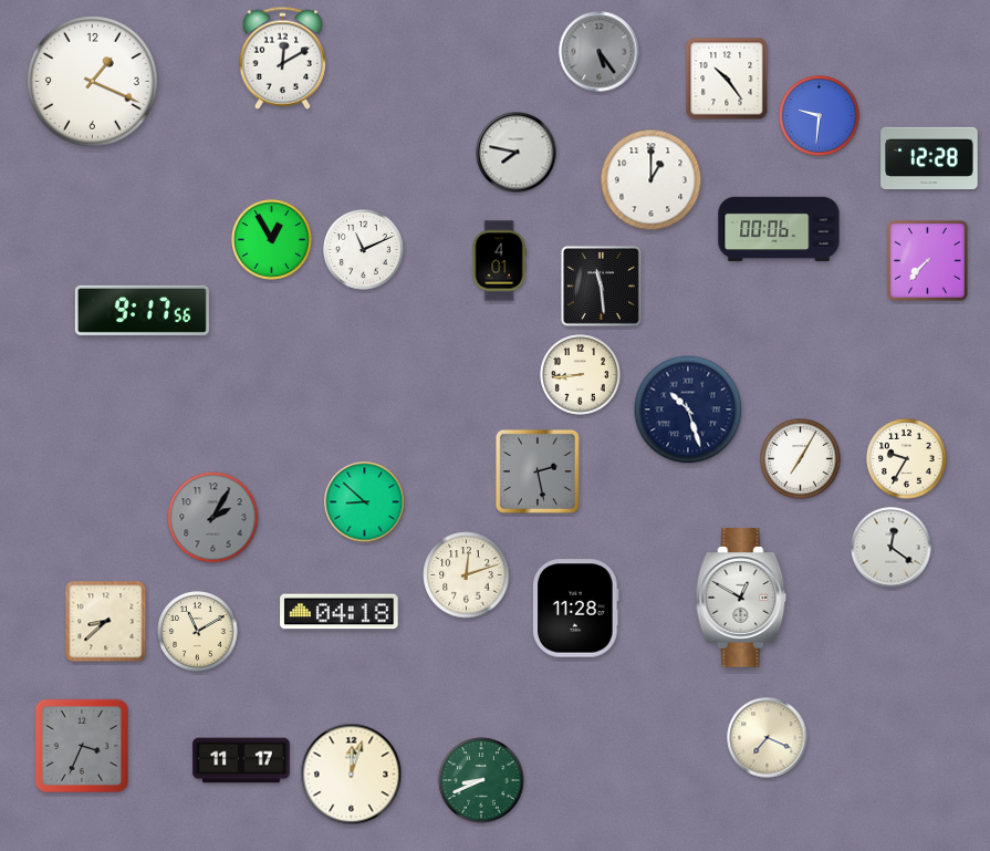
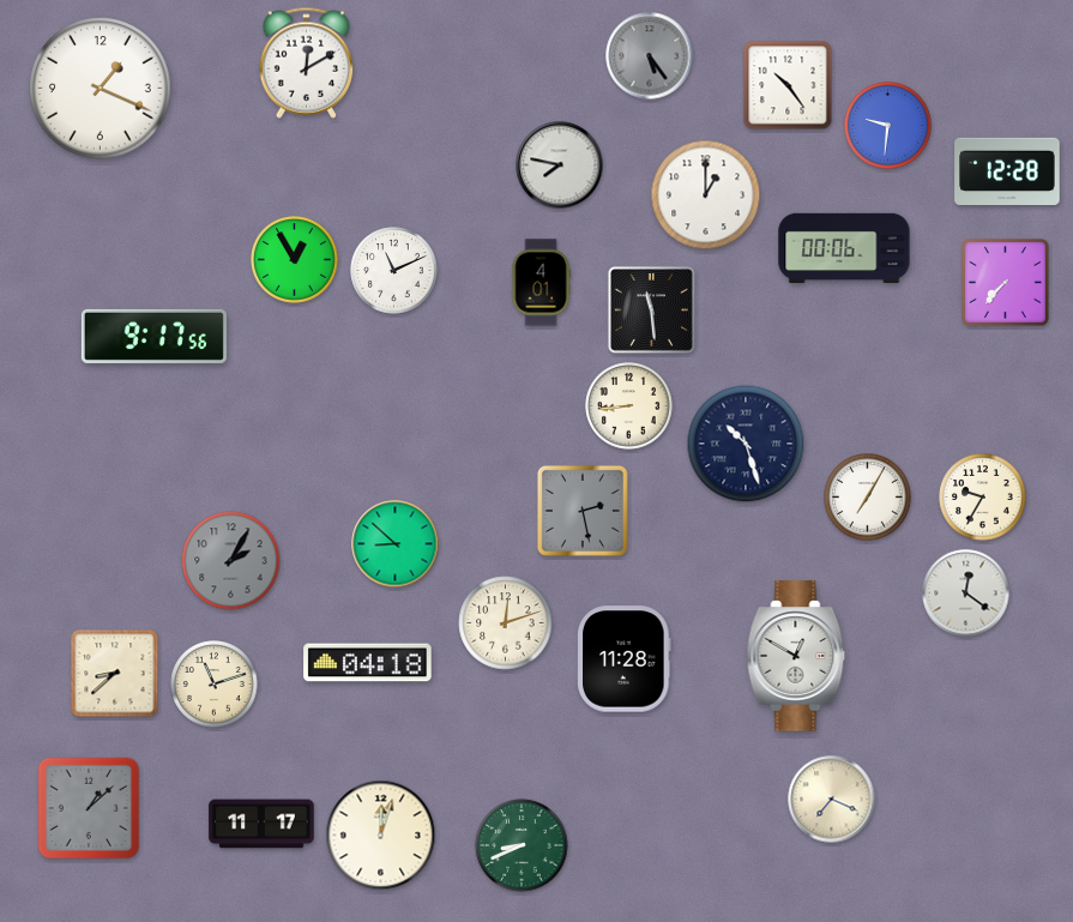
clock at (741, 598) position: (741, 598) -> (796, 656)
clock at (198, 632): 11:10 -> 11:12
clock at (81, 745): 3:34 -> 1:08
clock at (352, 775) position: (352, 775) -> (381, 836)
